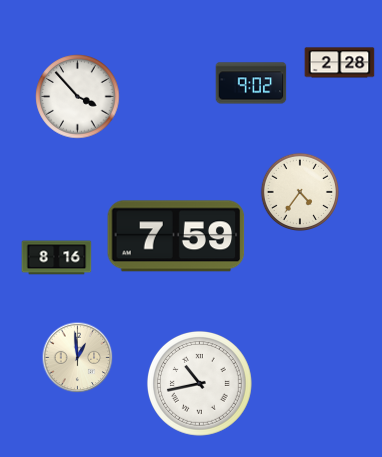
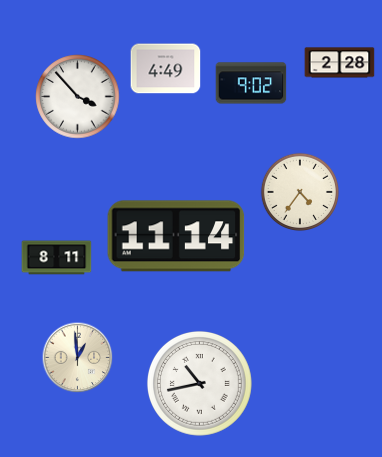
clock at (166, 69): none -> 4:49
clock at (176, 236): 7:59 -> 11:14
clock at (57, 258): 8:16 -> 8:11
